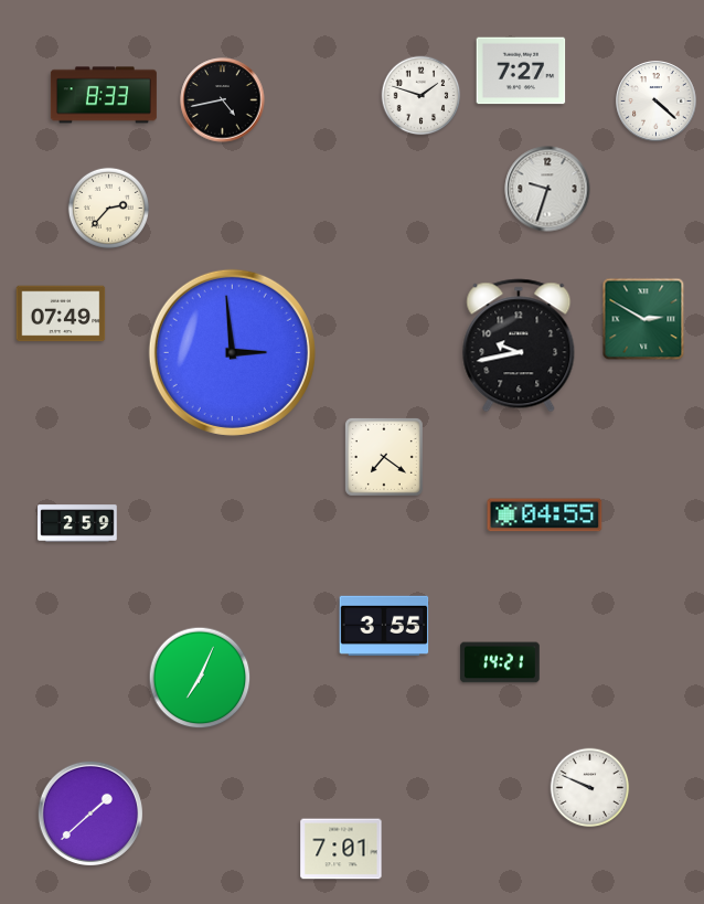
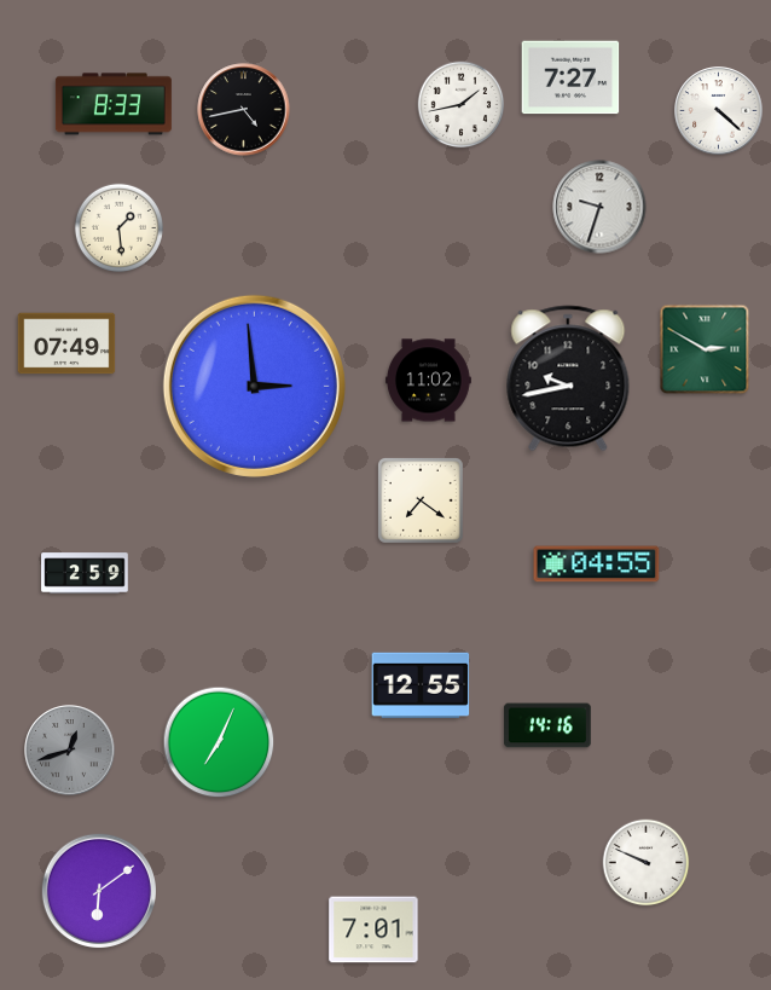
clock at (422, 96): 1:48 -> 1:43
clock at (108, 208): 2:37 -> 1:29
clock at (428, 381): none -> 11:02
clock at (384, 625): 3:55 -> 12:55
clock at (500, 662): 14:21 -> 14:16
clock at (70, 751): none -> 12:42
clock at (89, 812): 1:38 -> 6:09
